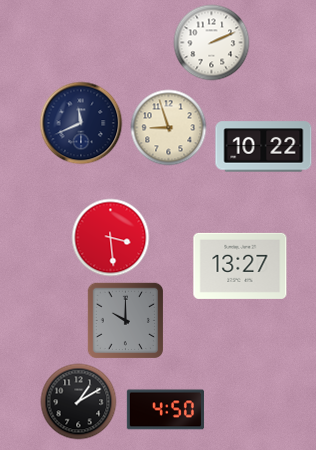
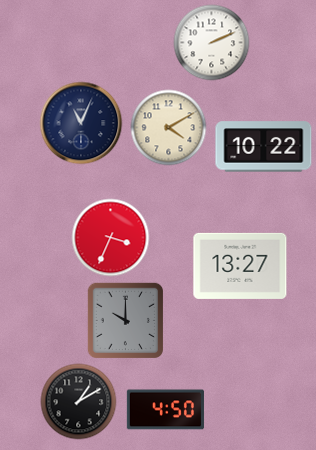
clock at (81, 123): 11:41 -> 11:04
clock at (169, 128): 8:57 -> 4:10
clock at (111, 238): 3:29 -> 3:34
